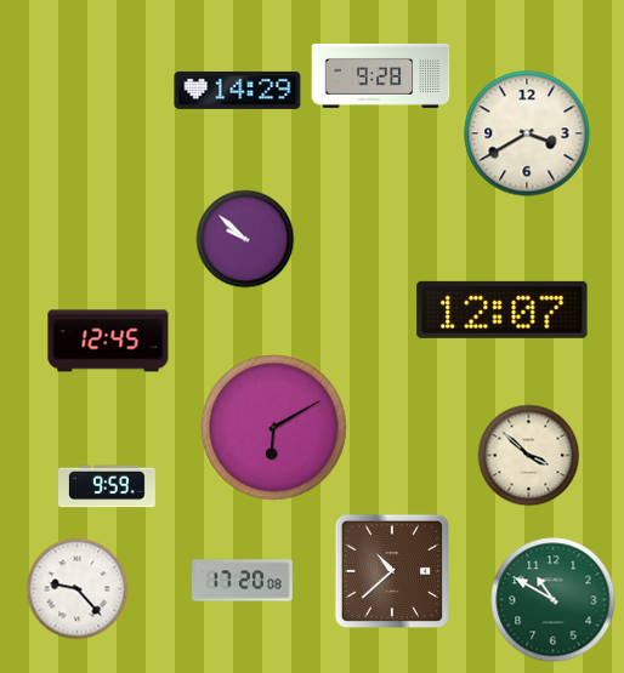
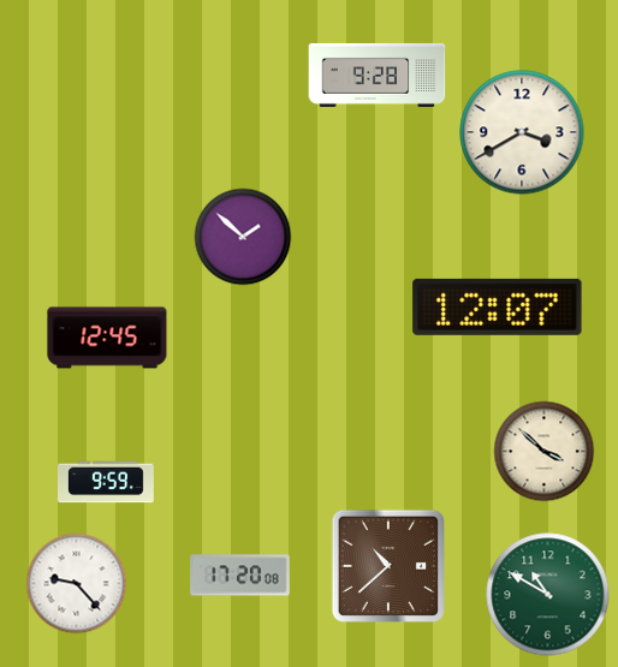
clock at (238, 90): 14:29 -> none
clock at (245, 239): 9:52 -> 1:52
clock at (274, 428): 6:10 -> none
clock at (528, 455) position: (528, 455) -> (543, 451)
